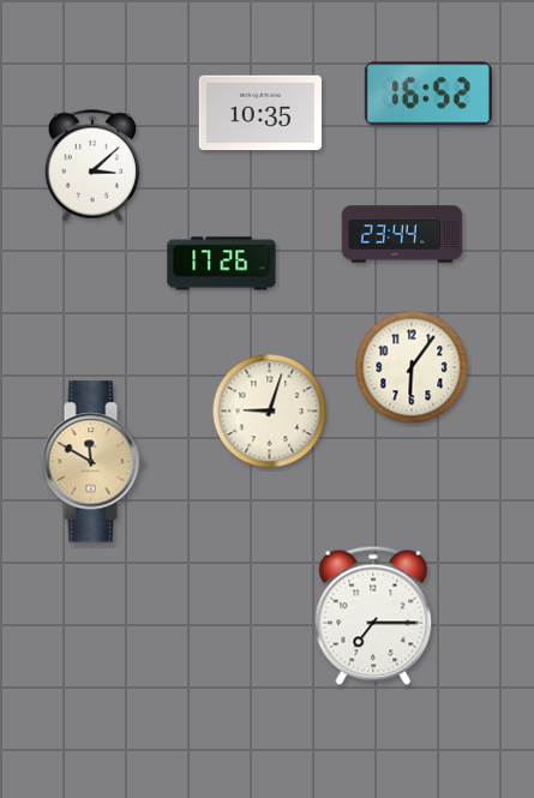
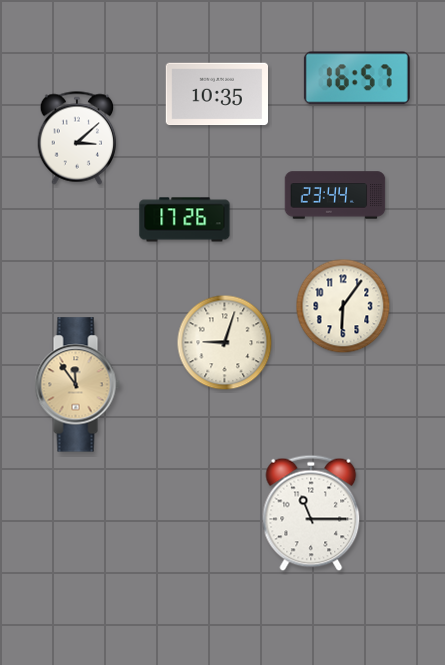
clock at (428, 94): 16:52 -> 16:57
clock at (92, 462): 11:50 -> 11:54
clock at (373, 616): 7:15 -> 11:15
